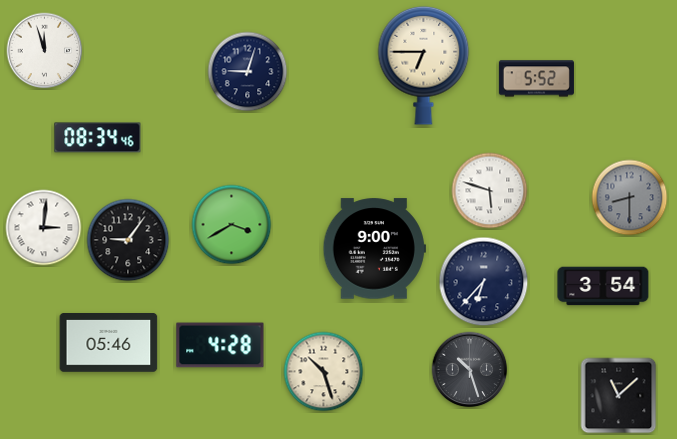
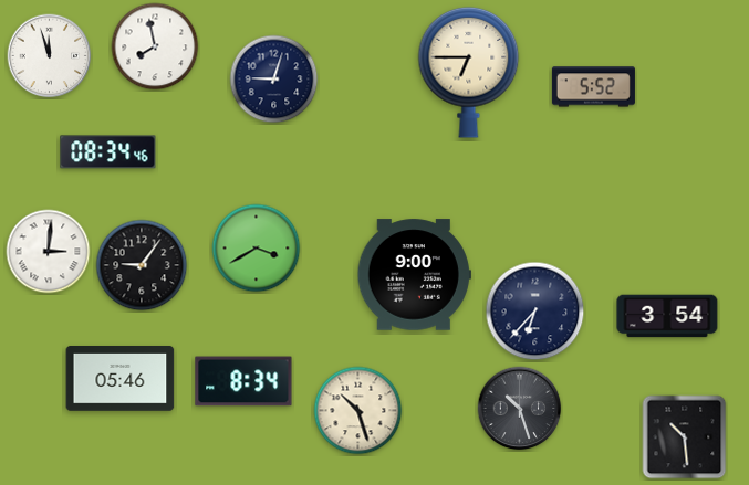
clock at (155, 46): none -> 7:58
clock at (490, 191): 5:48 -> none
clock at (630, 198): 8:30 -> none
clock at (220, 345): 4:28 -> 8:34
clock at (619, 396): 11:08 -> 10:29
